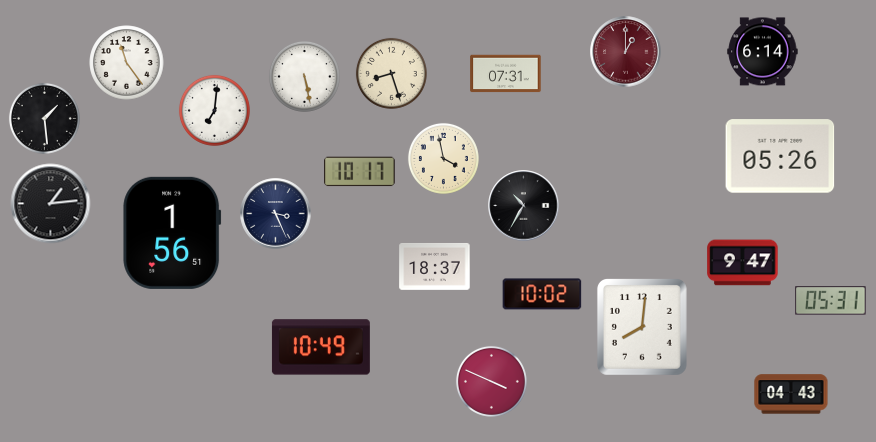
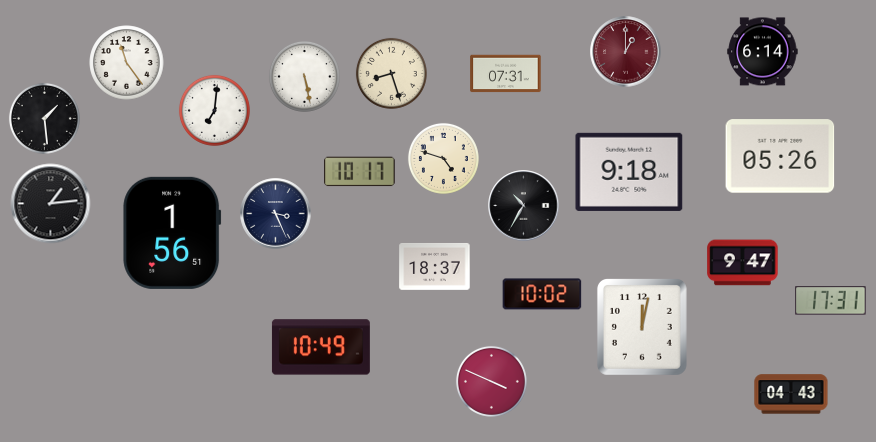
clock at (443, 158): 3:58 -> 4:48
clock at (629, 172): none -> 9:18
clock at (831, 301): 05:31 -> 17:31
clock at (642, 327): 8:01 -> 12:02
